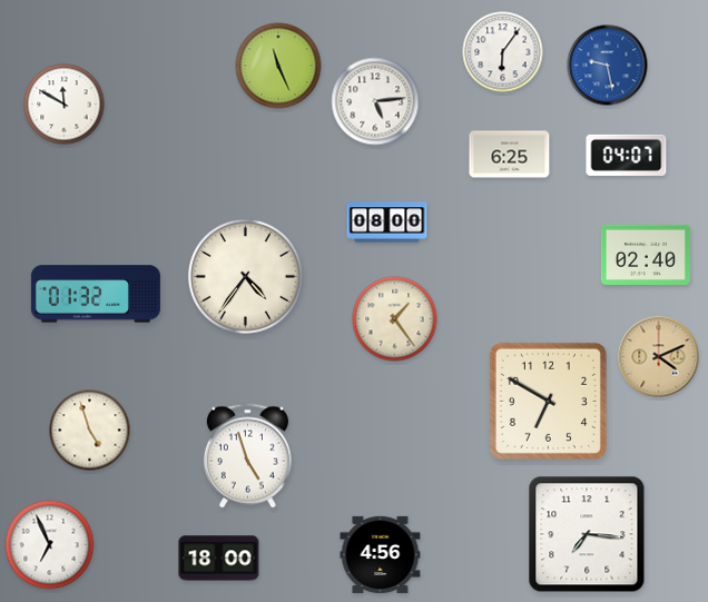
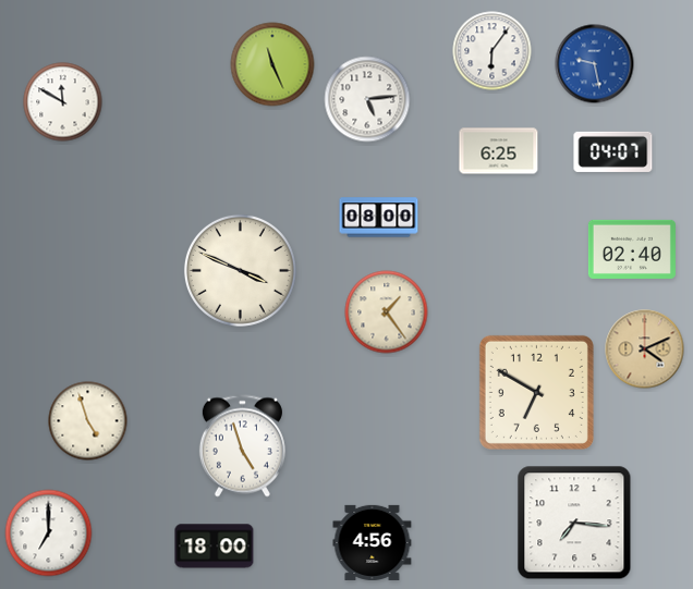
clock at (245, 276): 4:36 -> 3:49
clock at (96, 294): 01:32 -> none
clock at (50, 545): 6:56 -> 7:00
